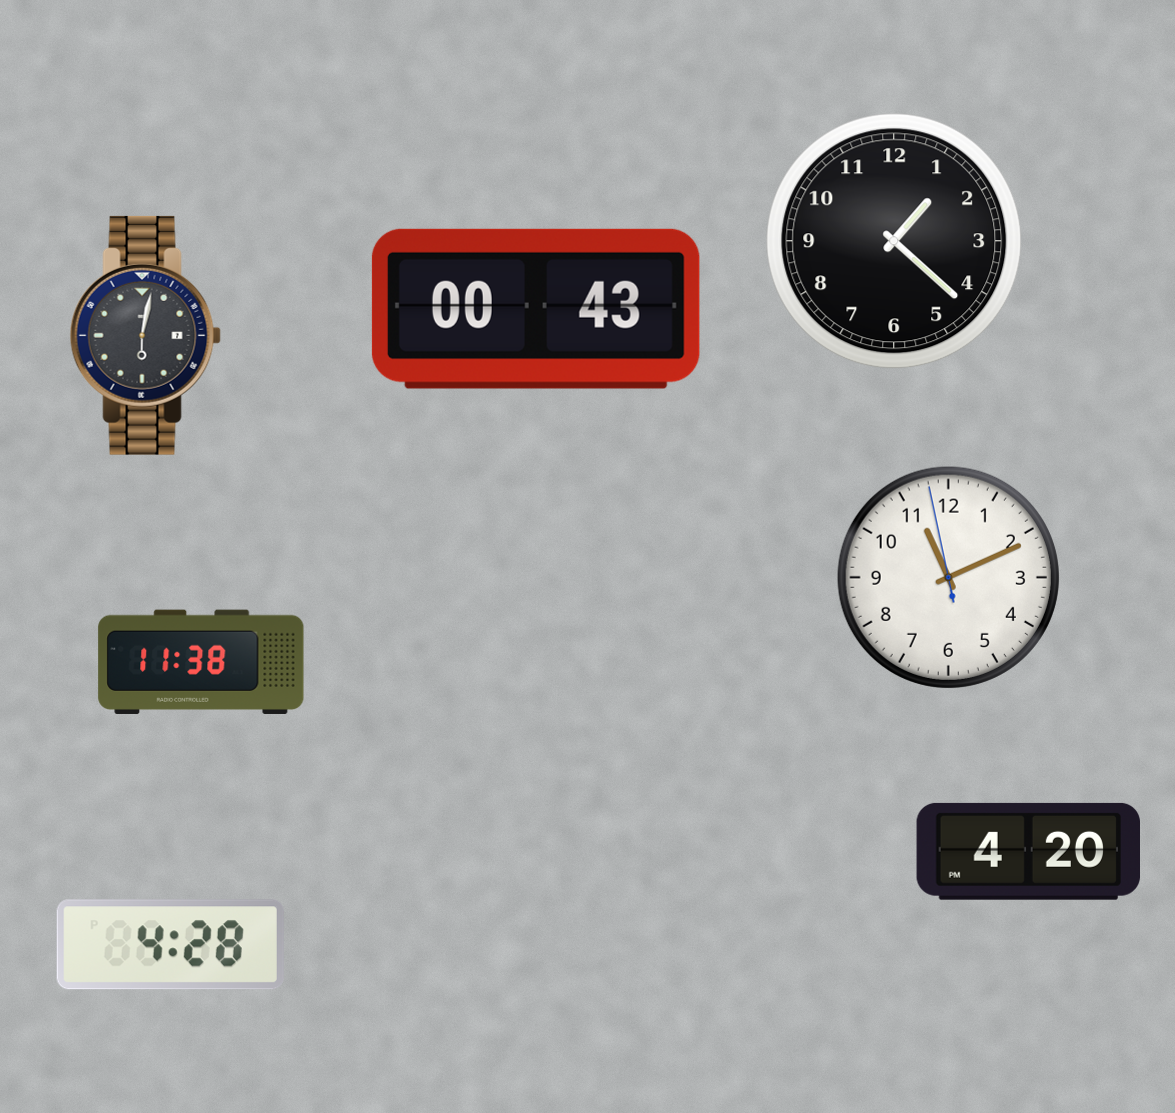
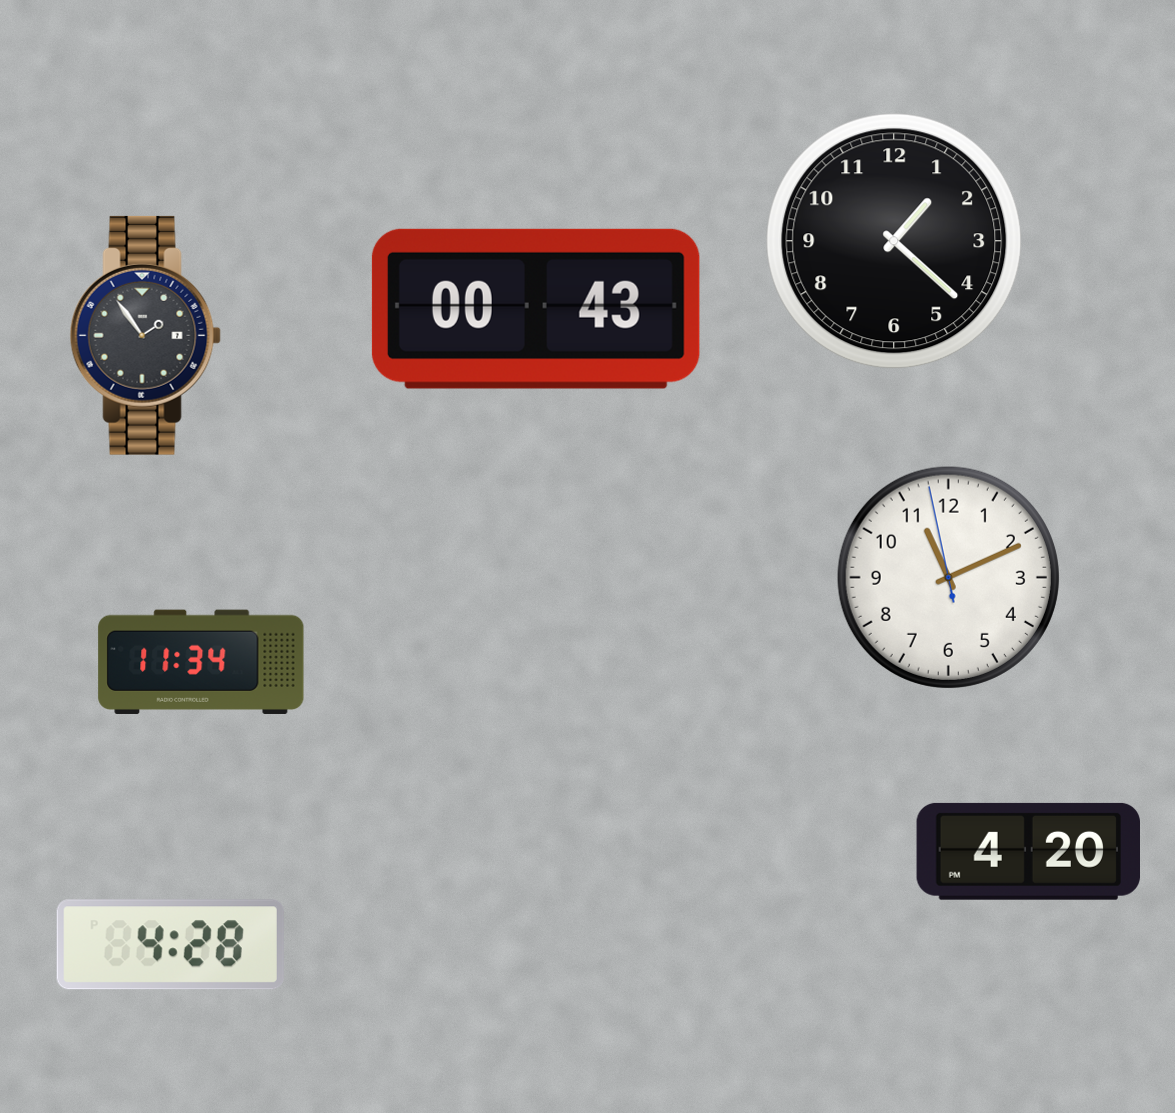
clock at (145, 335): 6:02 -> 1:54
clock at (201, 661): 11:38 -> 11:34
